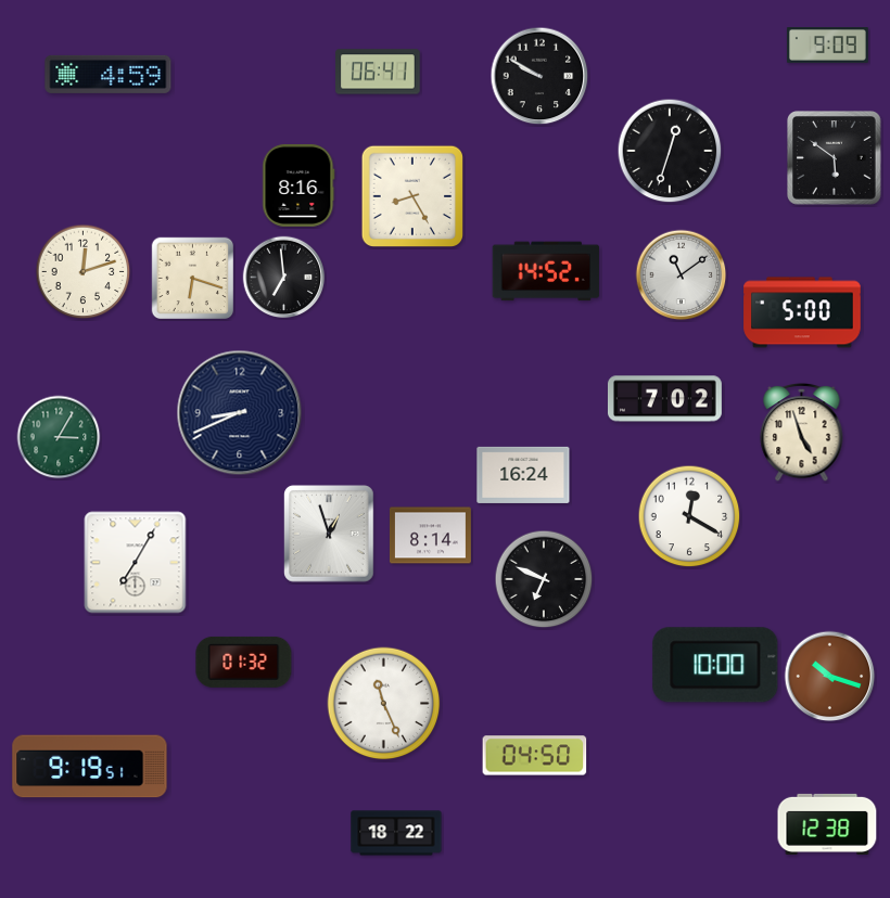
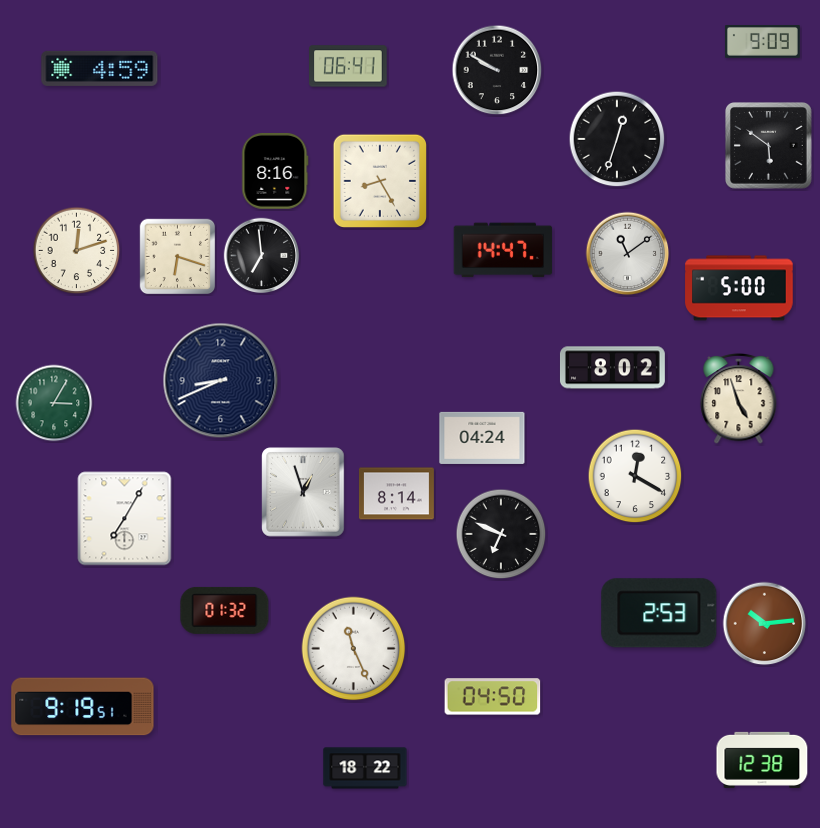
clock at (546, 271): 14:52 -> 14:47
clock at (664, 399): 7:02 -> 8:02
clock at (523, 475): 16:24 -> 04:24
clock at (715, 665): 10:00 -> 2:53
clock at (830, 677): 10:18 -> 10:14
